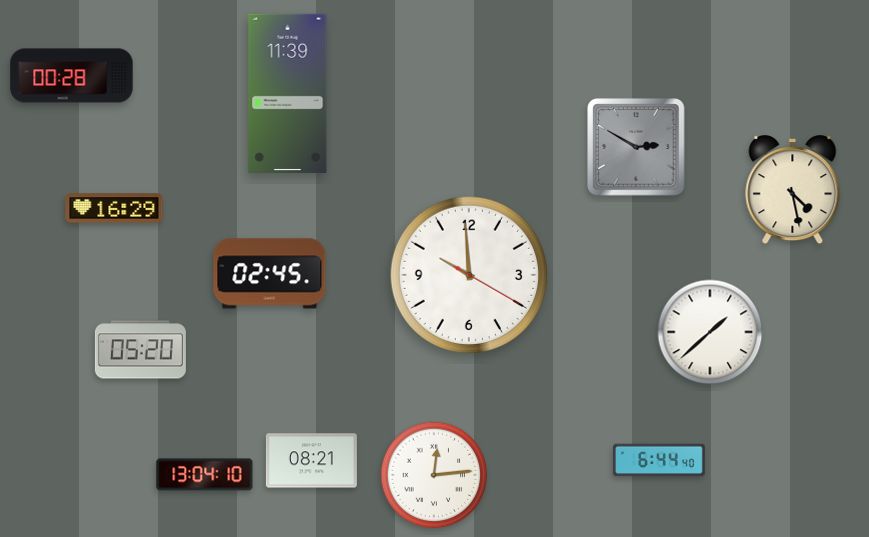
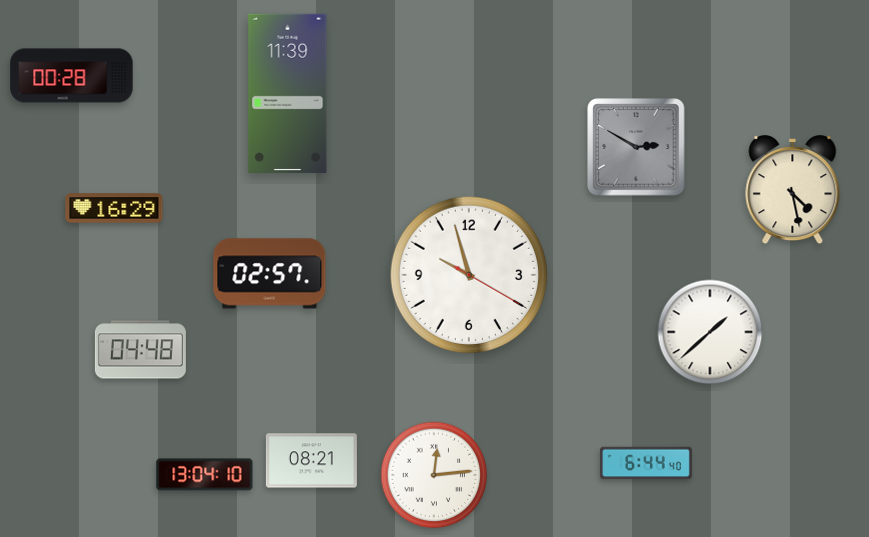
clock at (270, 274): 02:45 -> 02:57
clock at (468, 274): 9:59 -> 9:57
clock at (140, 350): 05:20 -> 04:48
clock at (660, 460) position: (660, 460) -> (647, 463)
